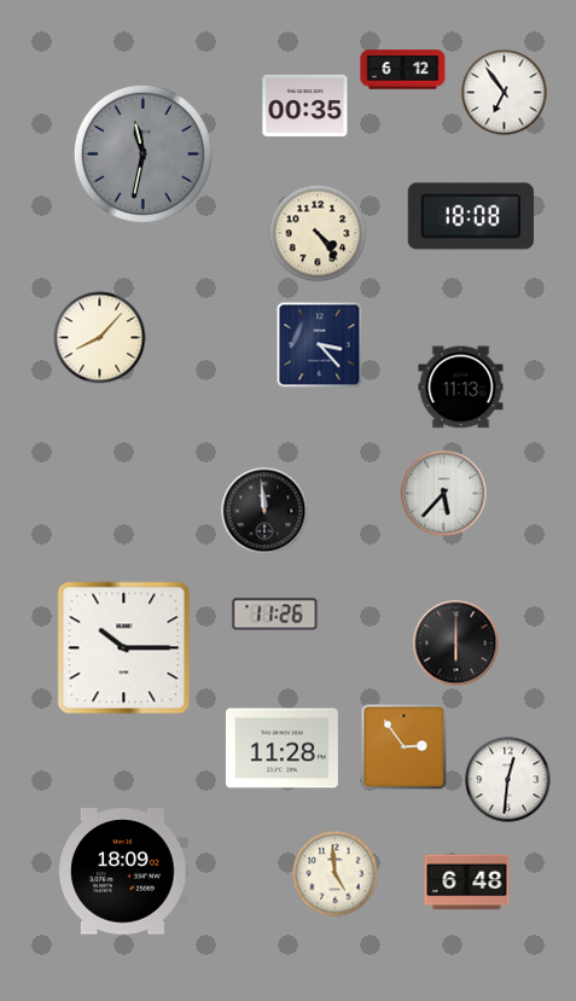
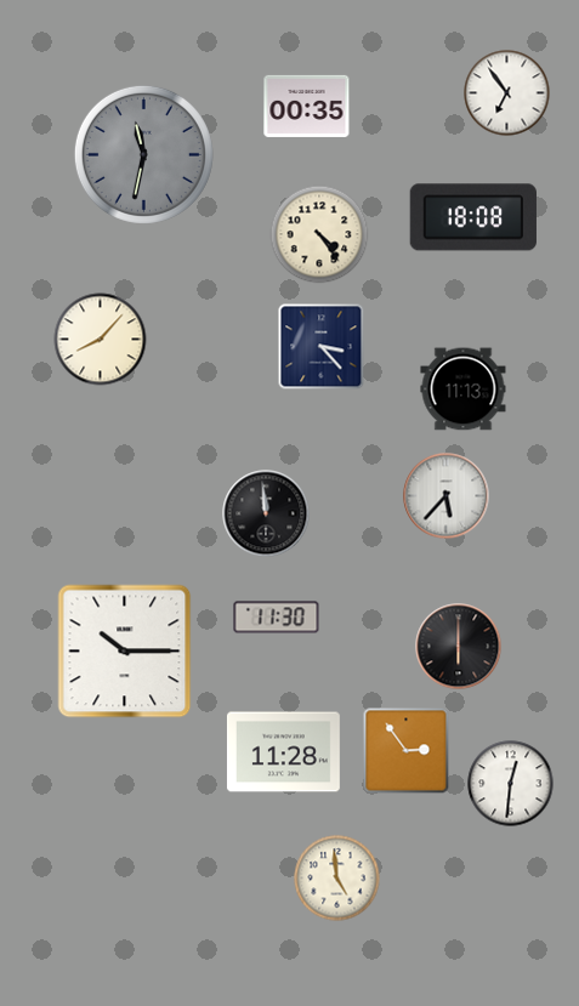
clock at (403, 70): 6:12 -> none
clock at (275, 615): 11:26 -> 11:30
clock at (123, 872): 18:09 -> none
clock at (467, 883): 6:48 -> none
